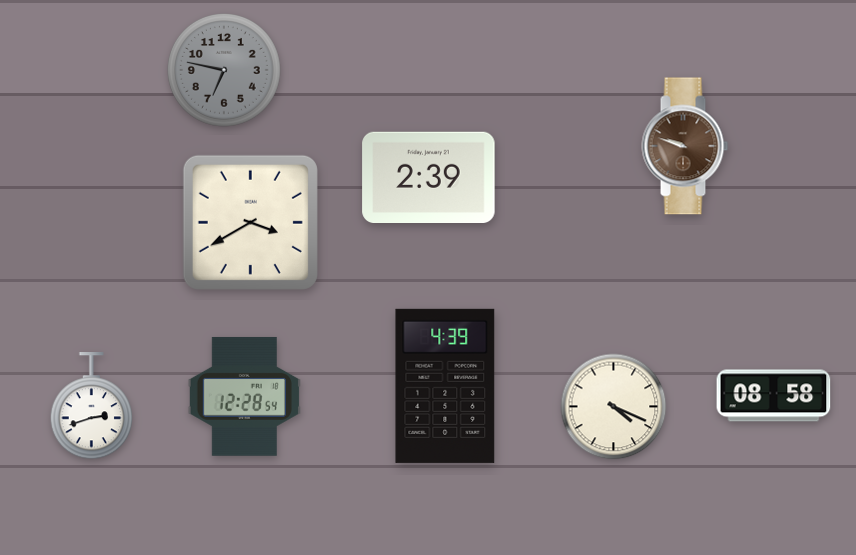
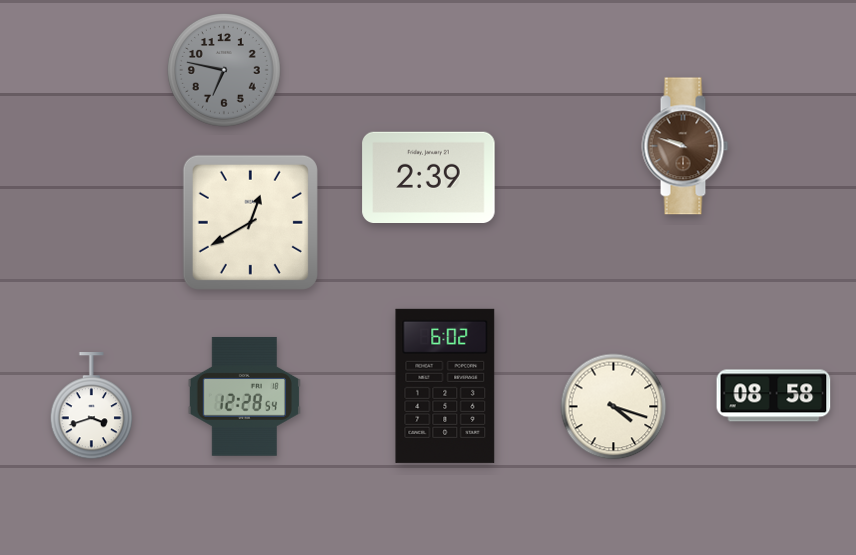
clock at (250, 222): 3:40 -> 12:40
clock at (445, 386): 4:39 -> 6:02
clock at (92, 406): 2:42 -> 3:42
clock at (614, 407): 4:19 -> 4:18
